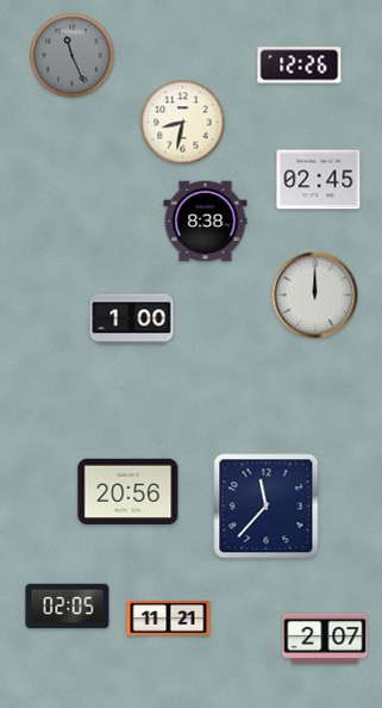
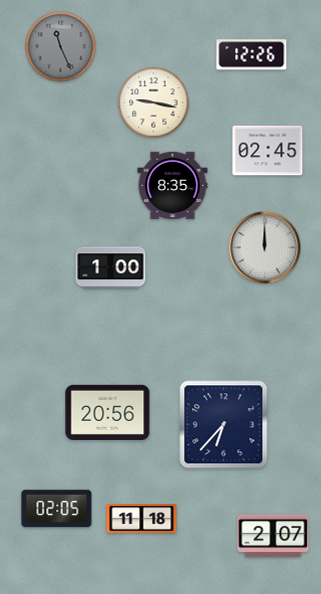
clock at (183, 123): 8:32 -> 9:17
clock at (206, 222): 8:38 -> 8:35
clock at (267, 507): 11:37 -> 6:37
clock at (169, 619): 11:21 -> 11:18
